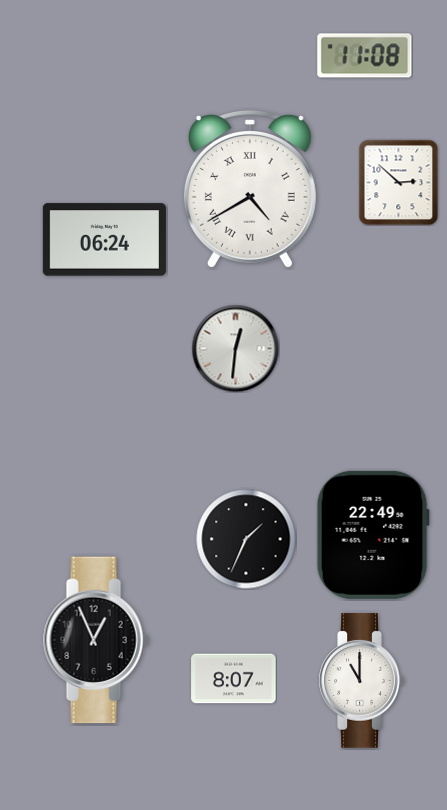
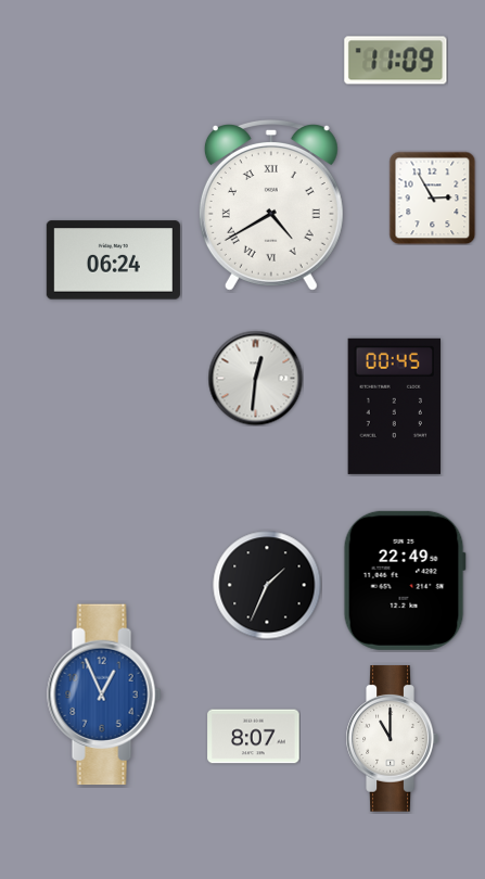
clock at (365, 56): 11:08 -> 11:09
clock at (399, 182): 2:52 -> 2:55
clock at (394, 406): none -> 00:45
clock at (96, 640) dial: black -> blue
